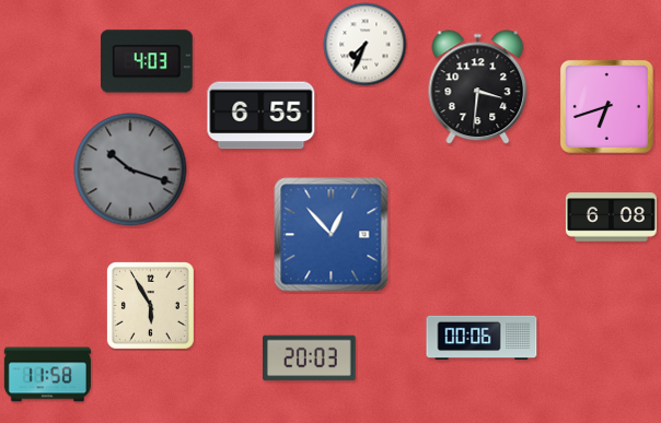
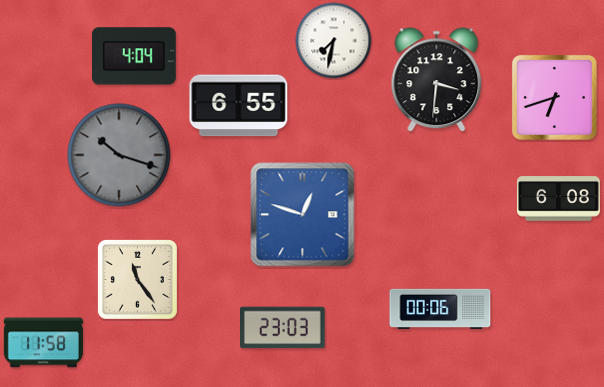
clock at (366, 45): 7:34 -> 7:32
clock at (147, 61): 4:03 -> 4:04
clock at (332, 235): 12:53 -> 12:48
clock at (150, 305): 5:55 -> 11:24
clock at (310, 359): 20:03 -> 23:03
